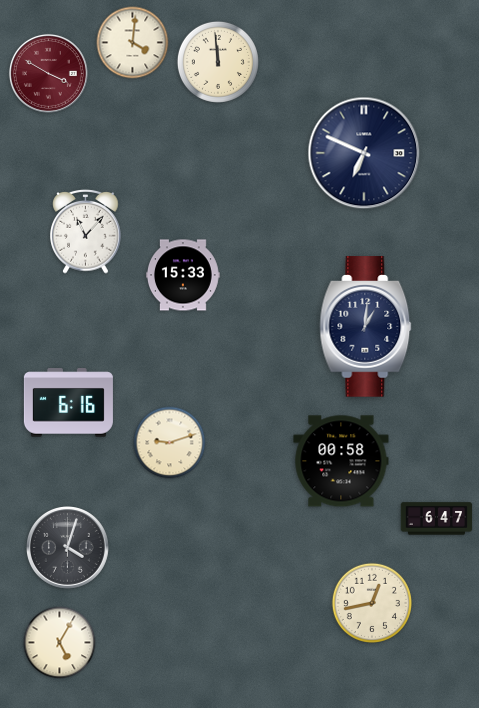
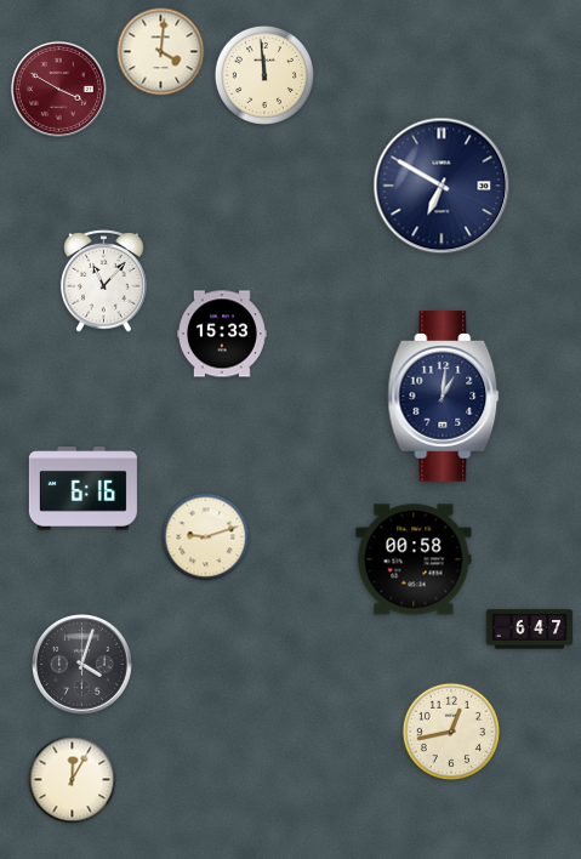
clock at (364, 153): 6:49 -> 6:50
clock at (60, 643): 5:05 -> 12:05
